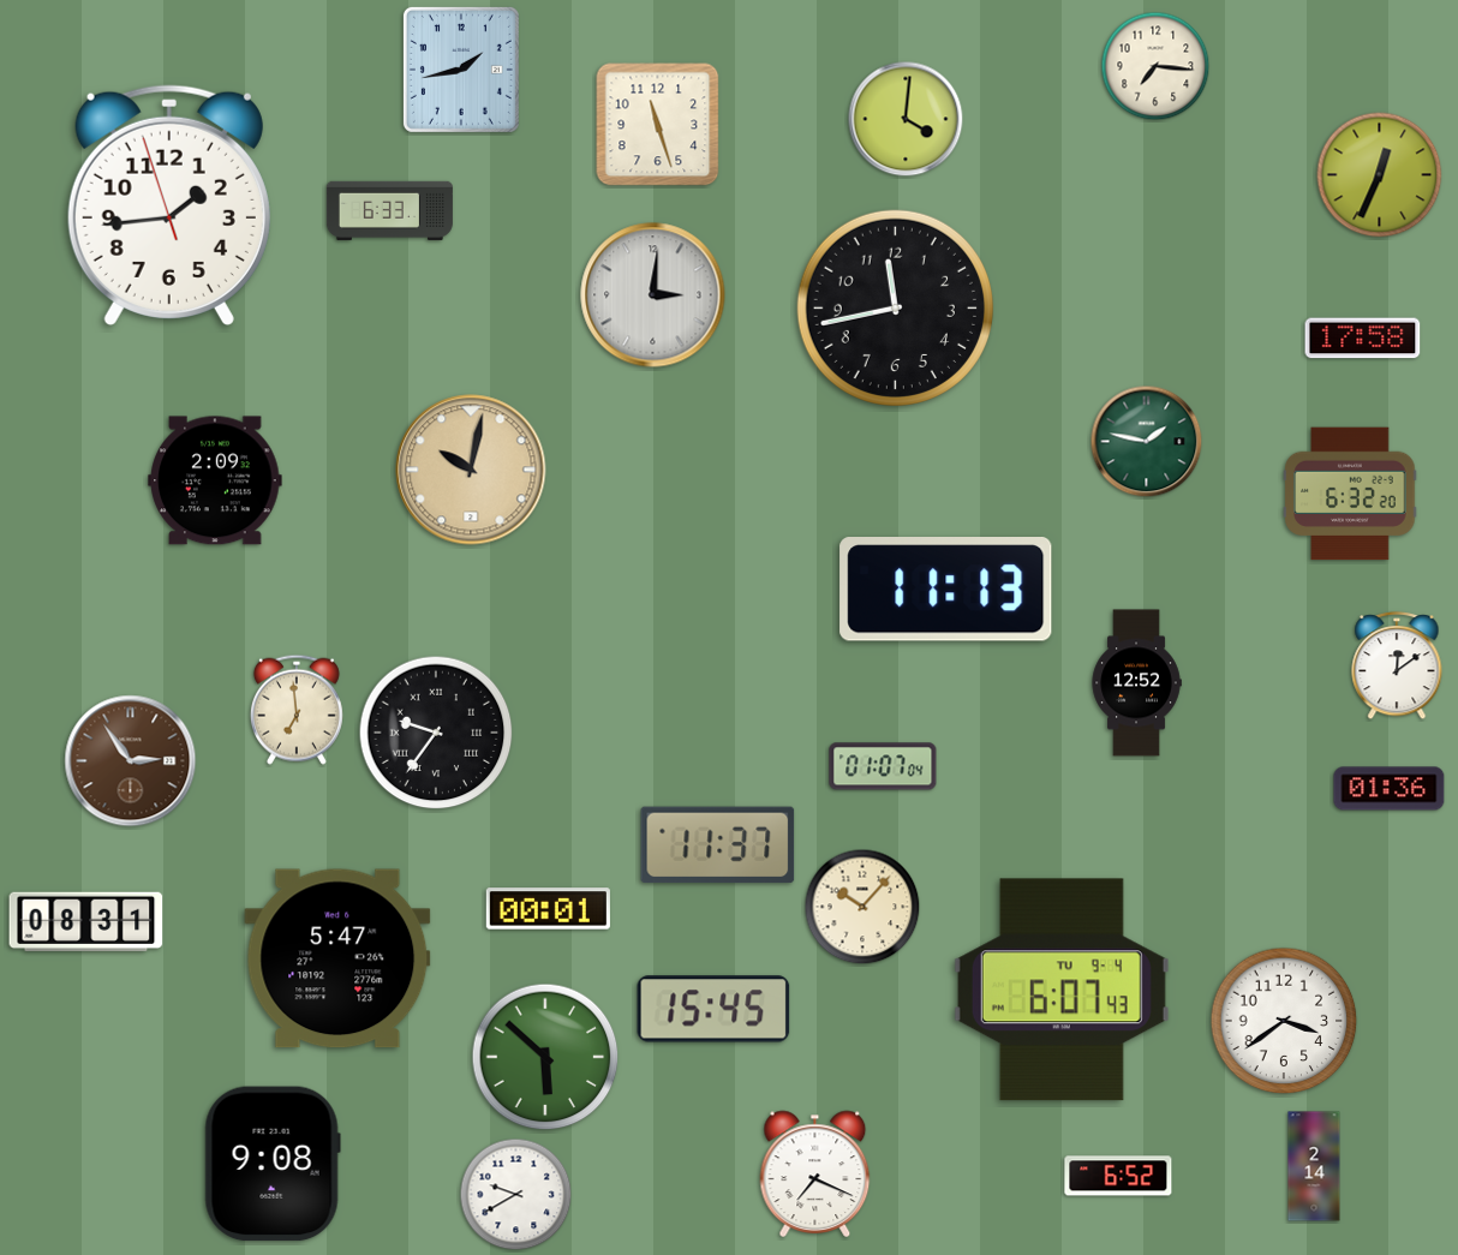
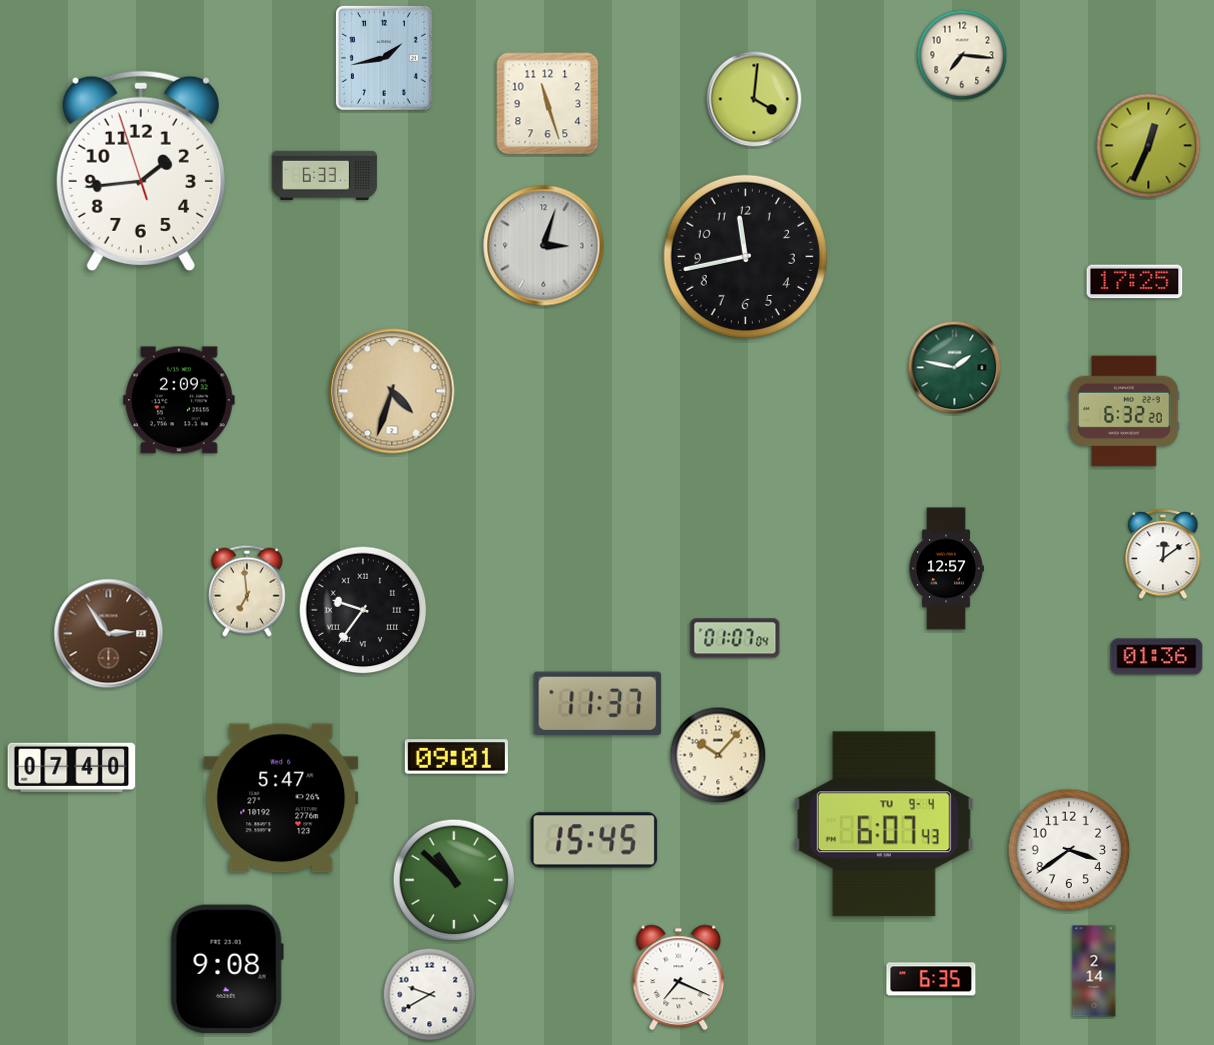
clock at (653, 295): 3:01 -> 3:03
clock at (1363, 339): 17:58 -> 17:25
clock at (471, 470): 10:02 -> 4:33
clock at (946, 590): 11:13 -> none
clock at (1136, 683): 12:52 -> 12:57
clock at (548, 909): 00:01 -> 09:01
clock at (86, 921): 08:31 -> 07:40
clock at (545, 1057): 5:52 -> 10:52
clock at (1118, 1176): 6:52 -> 6:35
